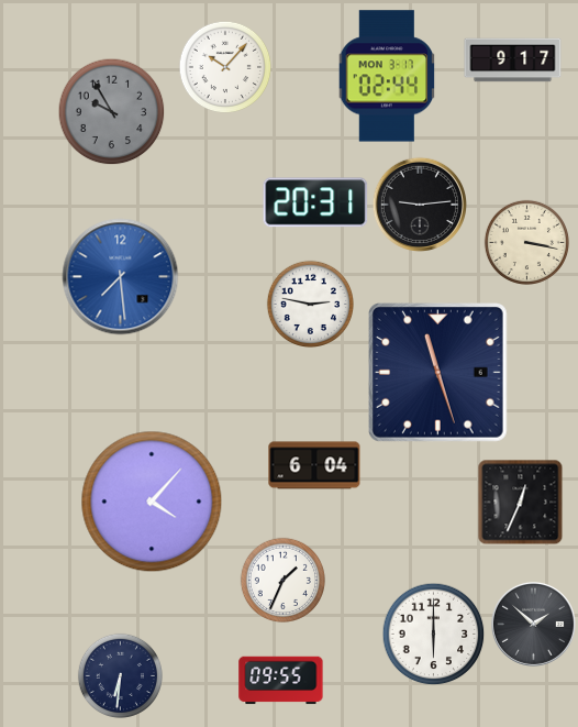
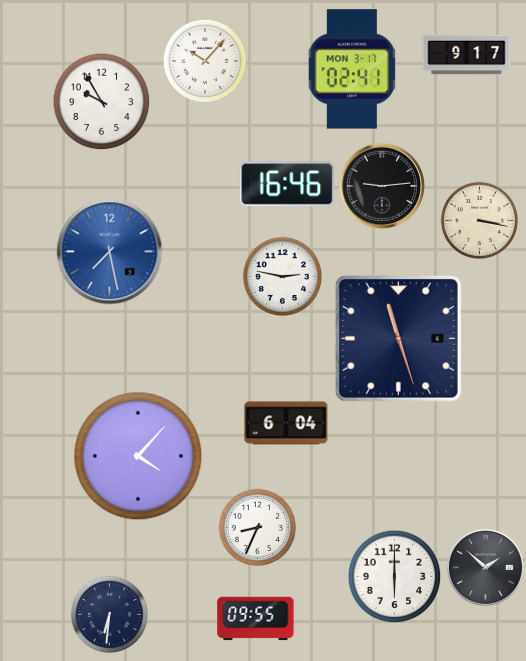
clock at (387, 76): 02:44 -> 02:41
clock at (111, 111) dial: grey -> white
clock at (315, 202): 20:31 -> 16:46
clock at (121, 277): 7:29 -> 7:28
clock at (520, 502): 12:34 -> none
clock at (282, 580): 1:34 -> 8:34
